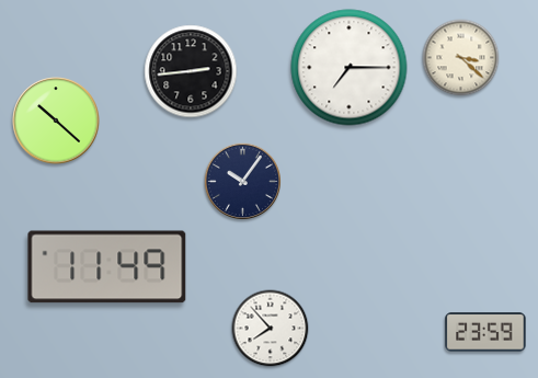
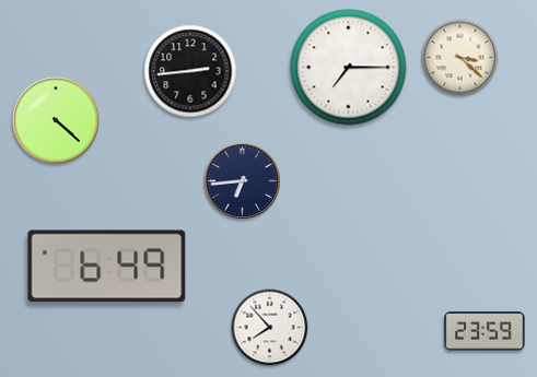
clock at (56, 121): 10:22 -> 4:22
clock at (242, 181): 10:06 -> 6:44
clock at (107, 267): 11:49 -> 6:49
